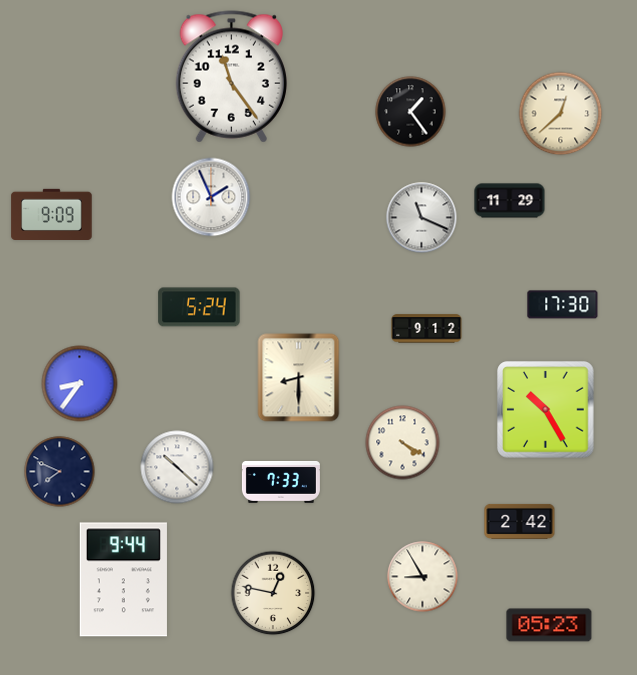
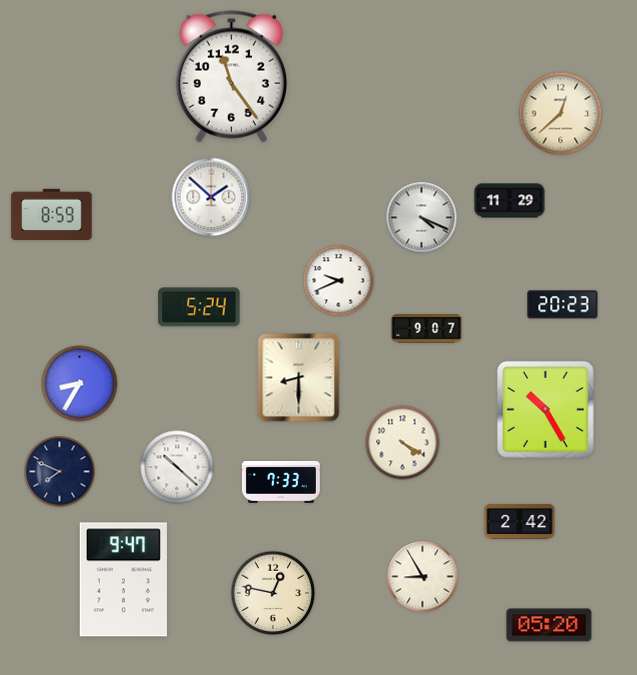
clock at (411, 112): 1:24 -> none
clock at (211, 197): 1:56 -> 1:52
clock at (52, 214): 9:09 -> 8:59
clock at (422, 218): 11:19 -> 4:19
clock at (339, 281): none -> 9:41
clock at (563, 305): 17:30 -> 20:23
clock at (427, 329): 9:12 -> 9:07
clock at (80, 384): 8:36 -> 8:35
clock at (123, 580): 9:44 -> 9:47
clock at (549, 625): 05:23 -> 05:20
